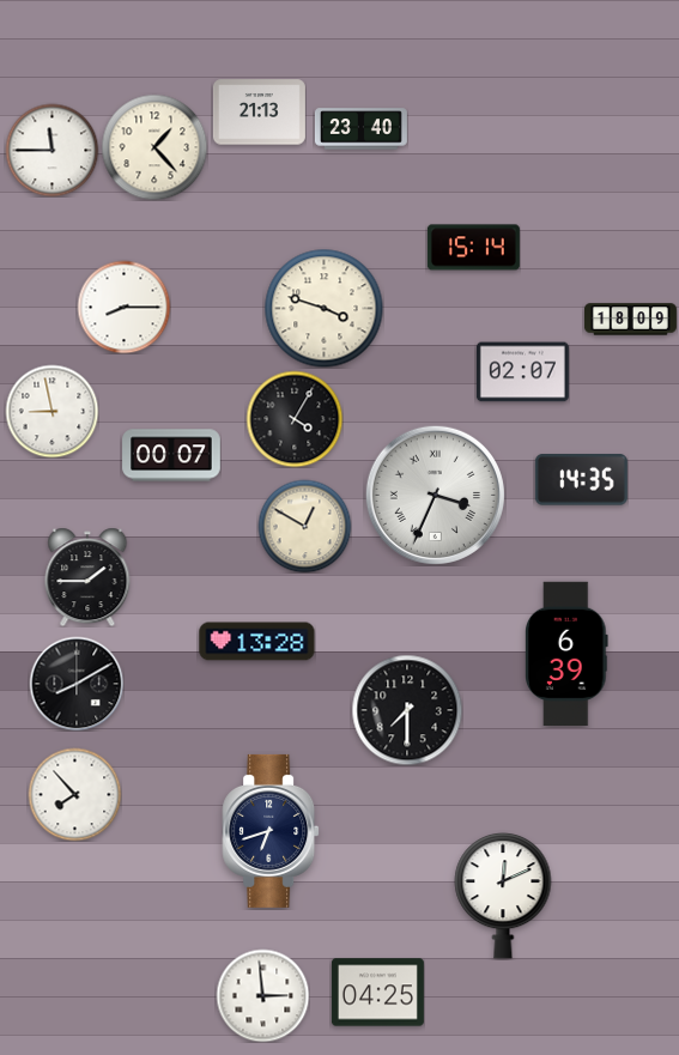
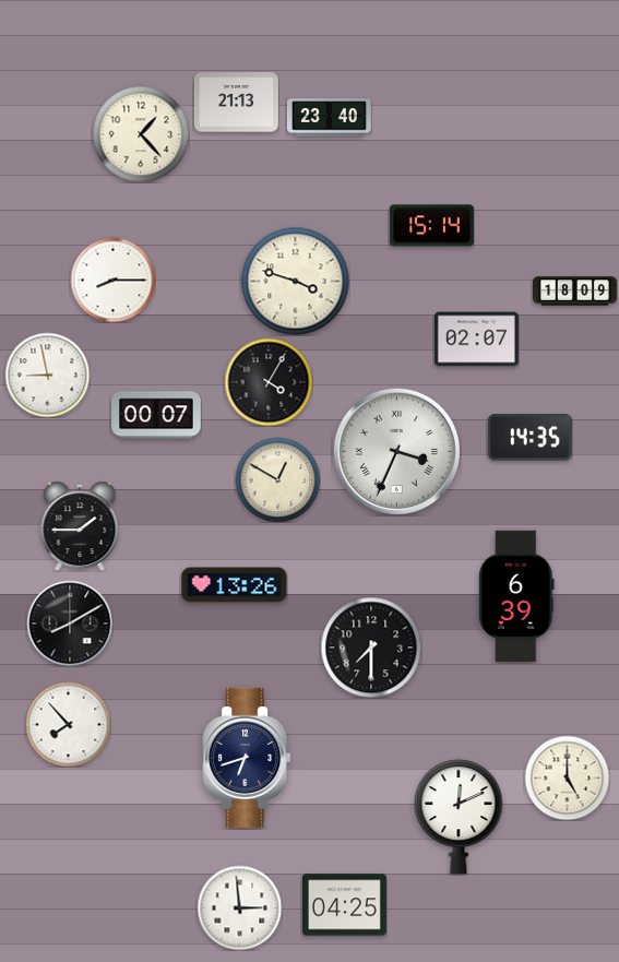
clock at (51, 150): 11:45 -> none
clock at (257, 642): 13:28 -> 13:26
clock at (567, 777): none -> 5:00
